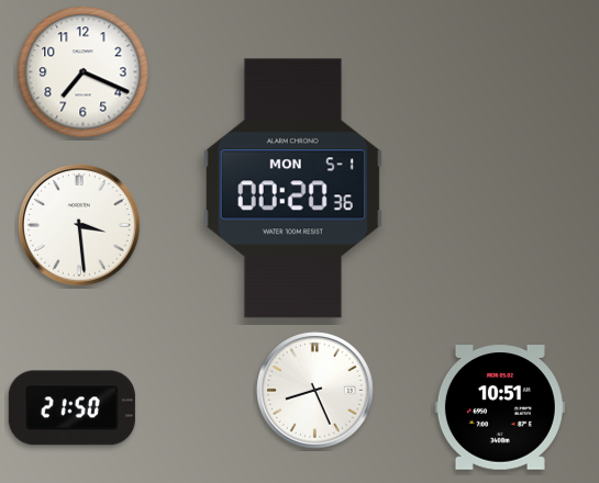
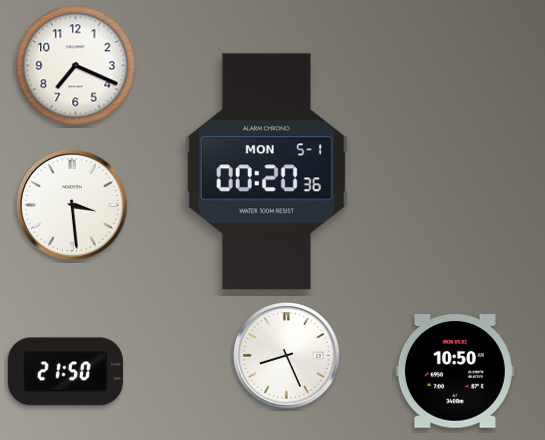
clock at (500, 407): 10:51 -> 10:50
